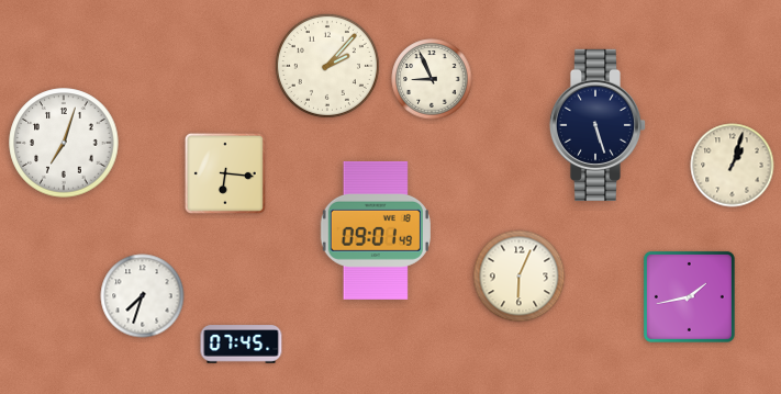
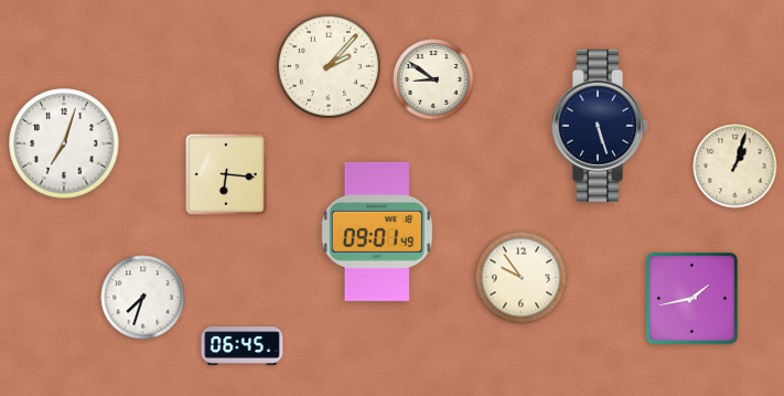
clock at (432, 79): 8:56 -> 8:51
clock at (520, 277): 6:04 -> 9:54
clock at (242, 345): 07:45 -> 06:45
